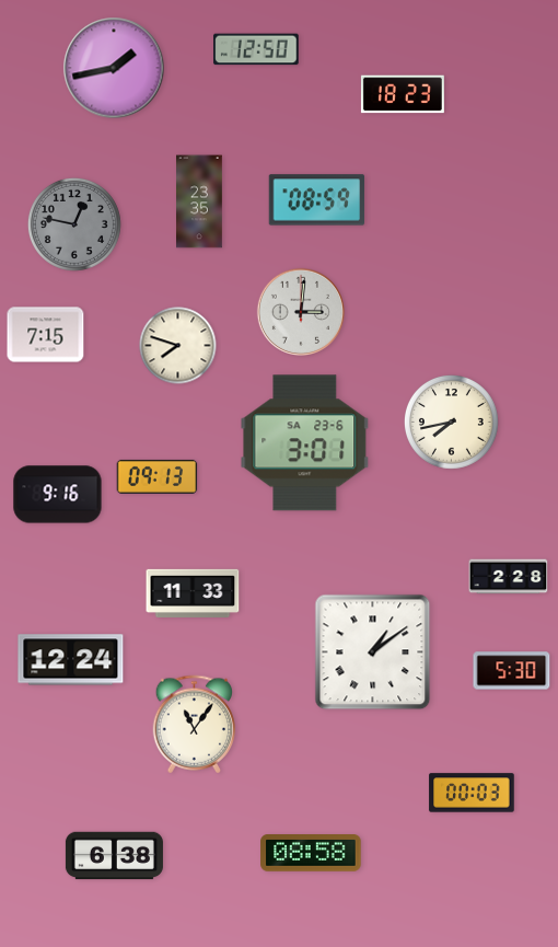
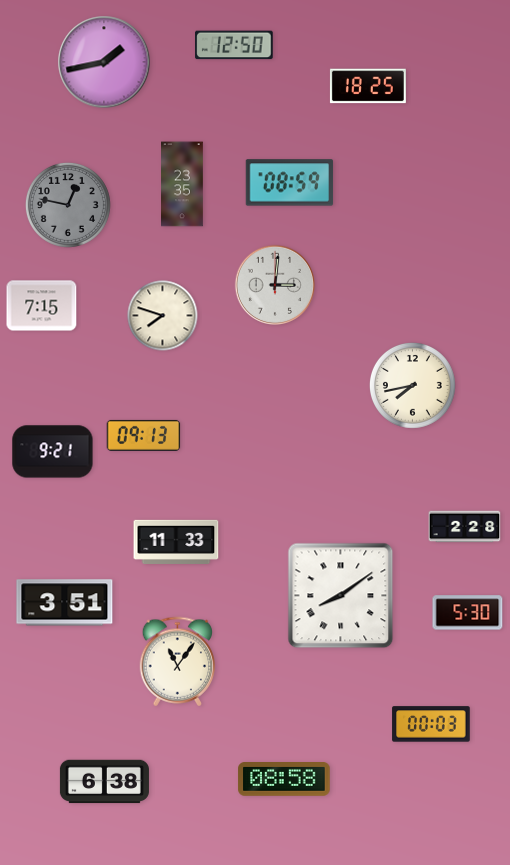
clock at (403, 94): 18:23 -> 18:25
clock at (305, 443): 3:01 -> none
clock at (58, 495): 9:16 -> 9:21
clock at (373, 652): 1:09 -> 8:09
clock at (71, 660): 12:24 -> 3:51
